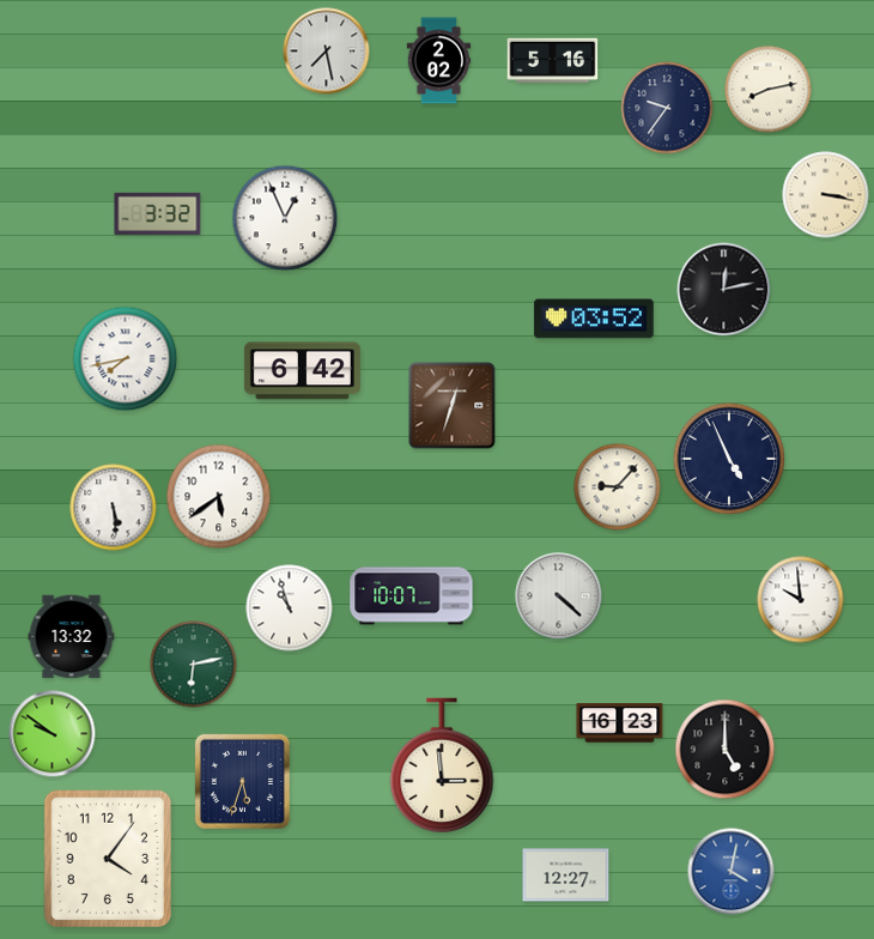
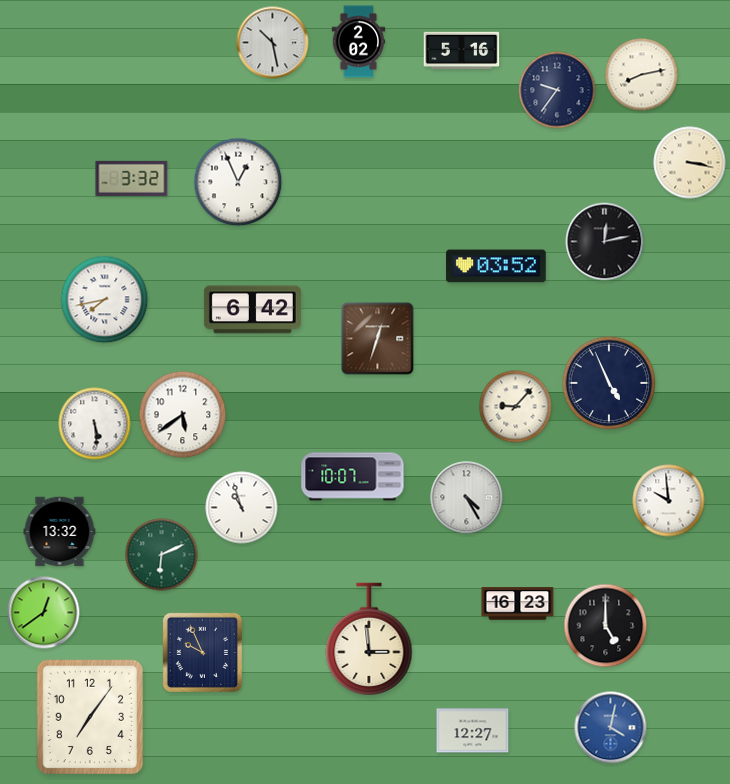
clock at (327, 52): 7:28 -> 10:28
clock at (439, 61) position: (439, 61) -> (359, 42)
clock at (412, 596) position: (412, 596) -> (353, 477)
clock at (559, 596): 4:22 -> 4:25
clock at (194, 665): 6:13 -> 6:11
clock at (53, 734): 9:51 -> 12:39
clock at (242, 781): 5:33 -> 9:56
clock at (107, 858): 4:06 -> 7:06
